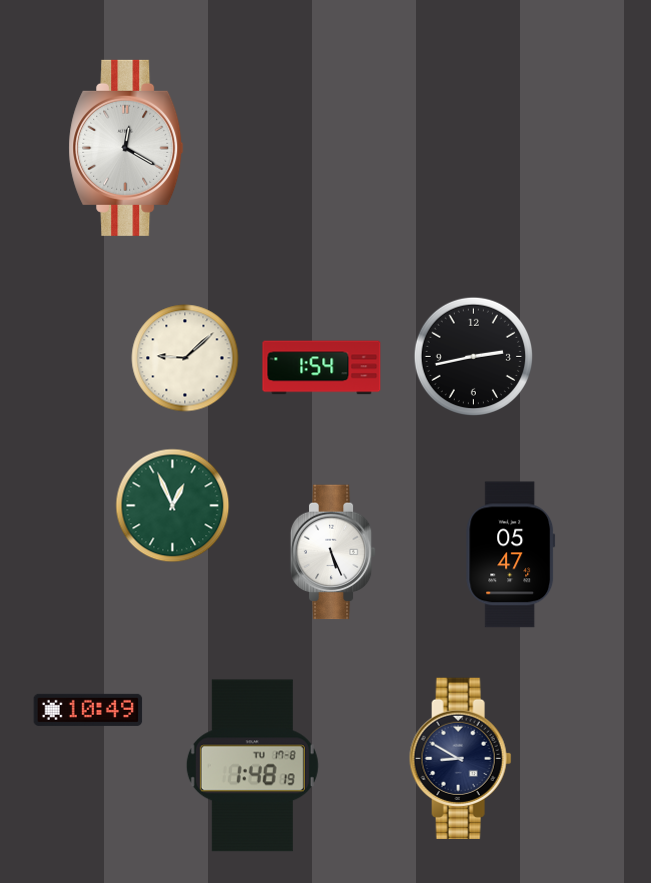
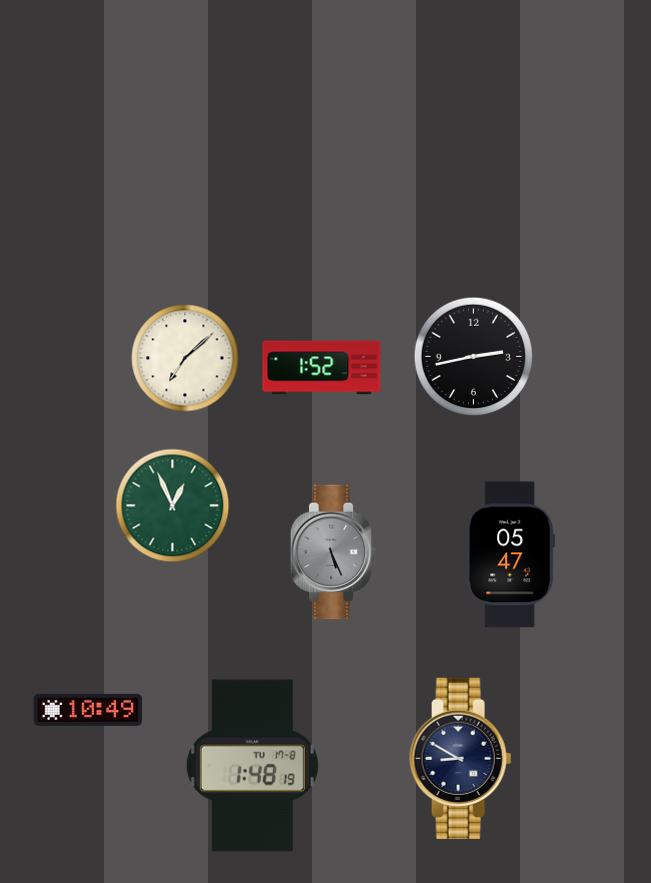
clock at (126, 148): 12:20 -> none
clock at (185, 358): 9:08 -> 7:08
clock at (322, 368): 1:54 -> 1:52
clock at (333, 552) dial: white -> grey
